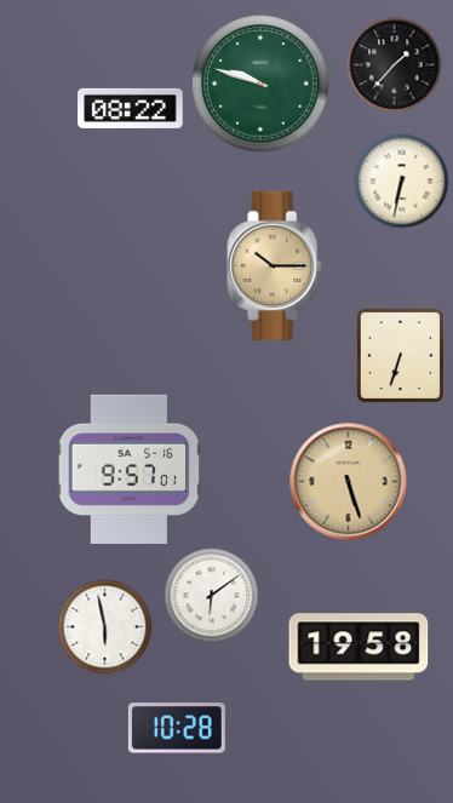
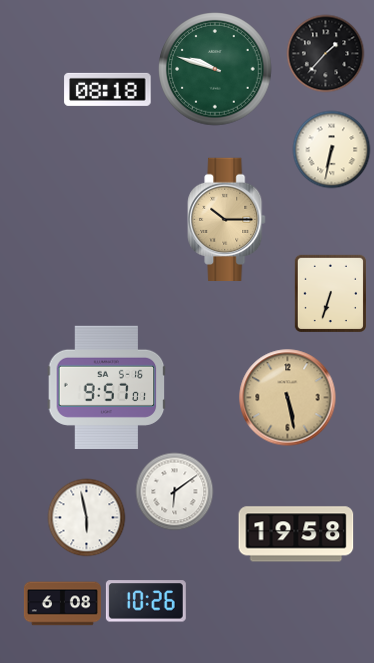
clock at (131, 108): 08:22 -> 08:18
clock at (349, 482): 5:27 -> 5:28
clock at (177, 728): 10:28 -> 10:26
clock at (62, 604): none -> 6:08
